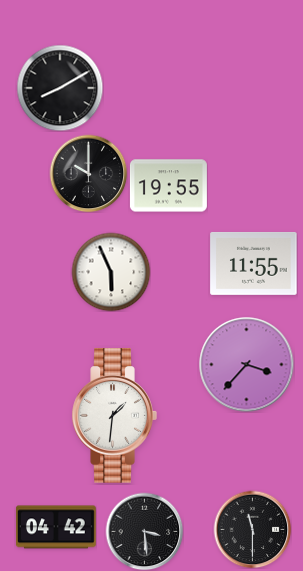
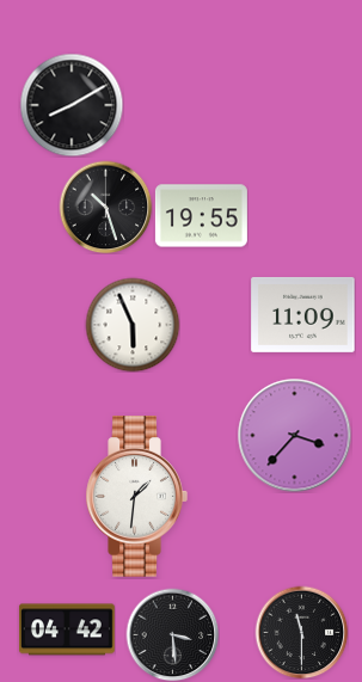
clock at (88, 173): 10:00 -> 10:27
clock at (168, 186) position: (168, 186) -> (201, 216)
clock at (254, 263): 11:55 -> 11:09
